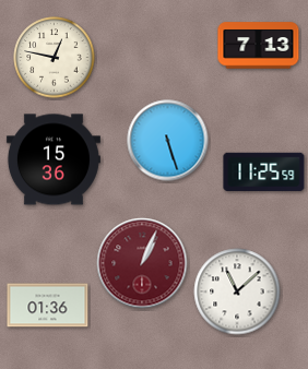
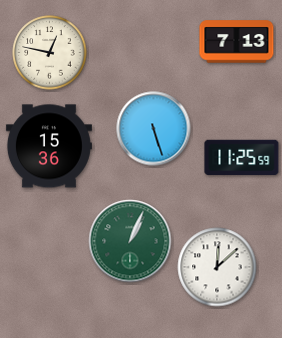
clock at (142, 263) dial: burgundy -> green
clock at (237, 291): 11:08 -> 12:08
clock at (48, 306): 01:36 -> none
